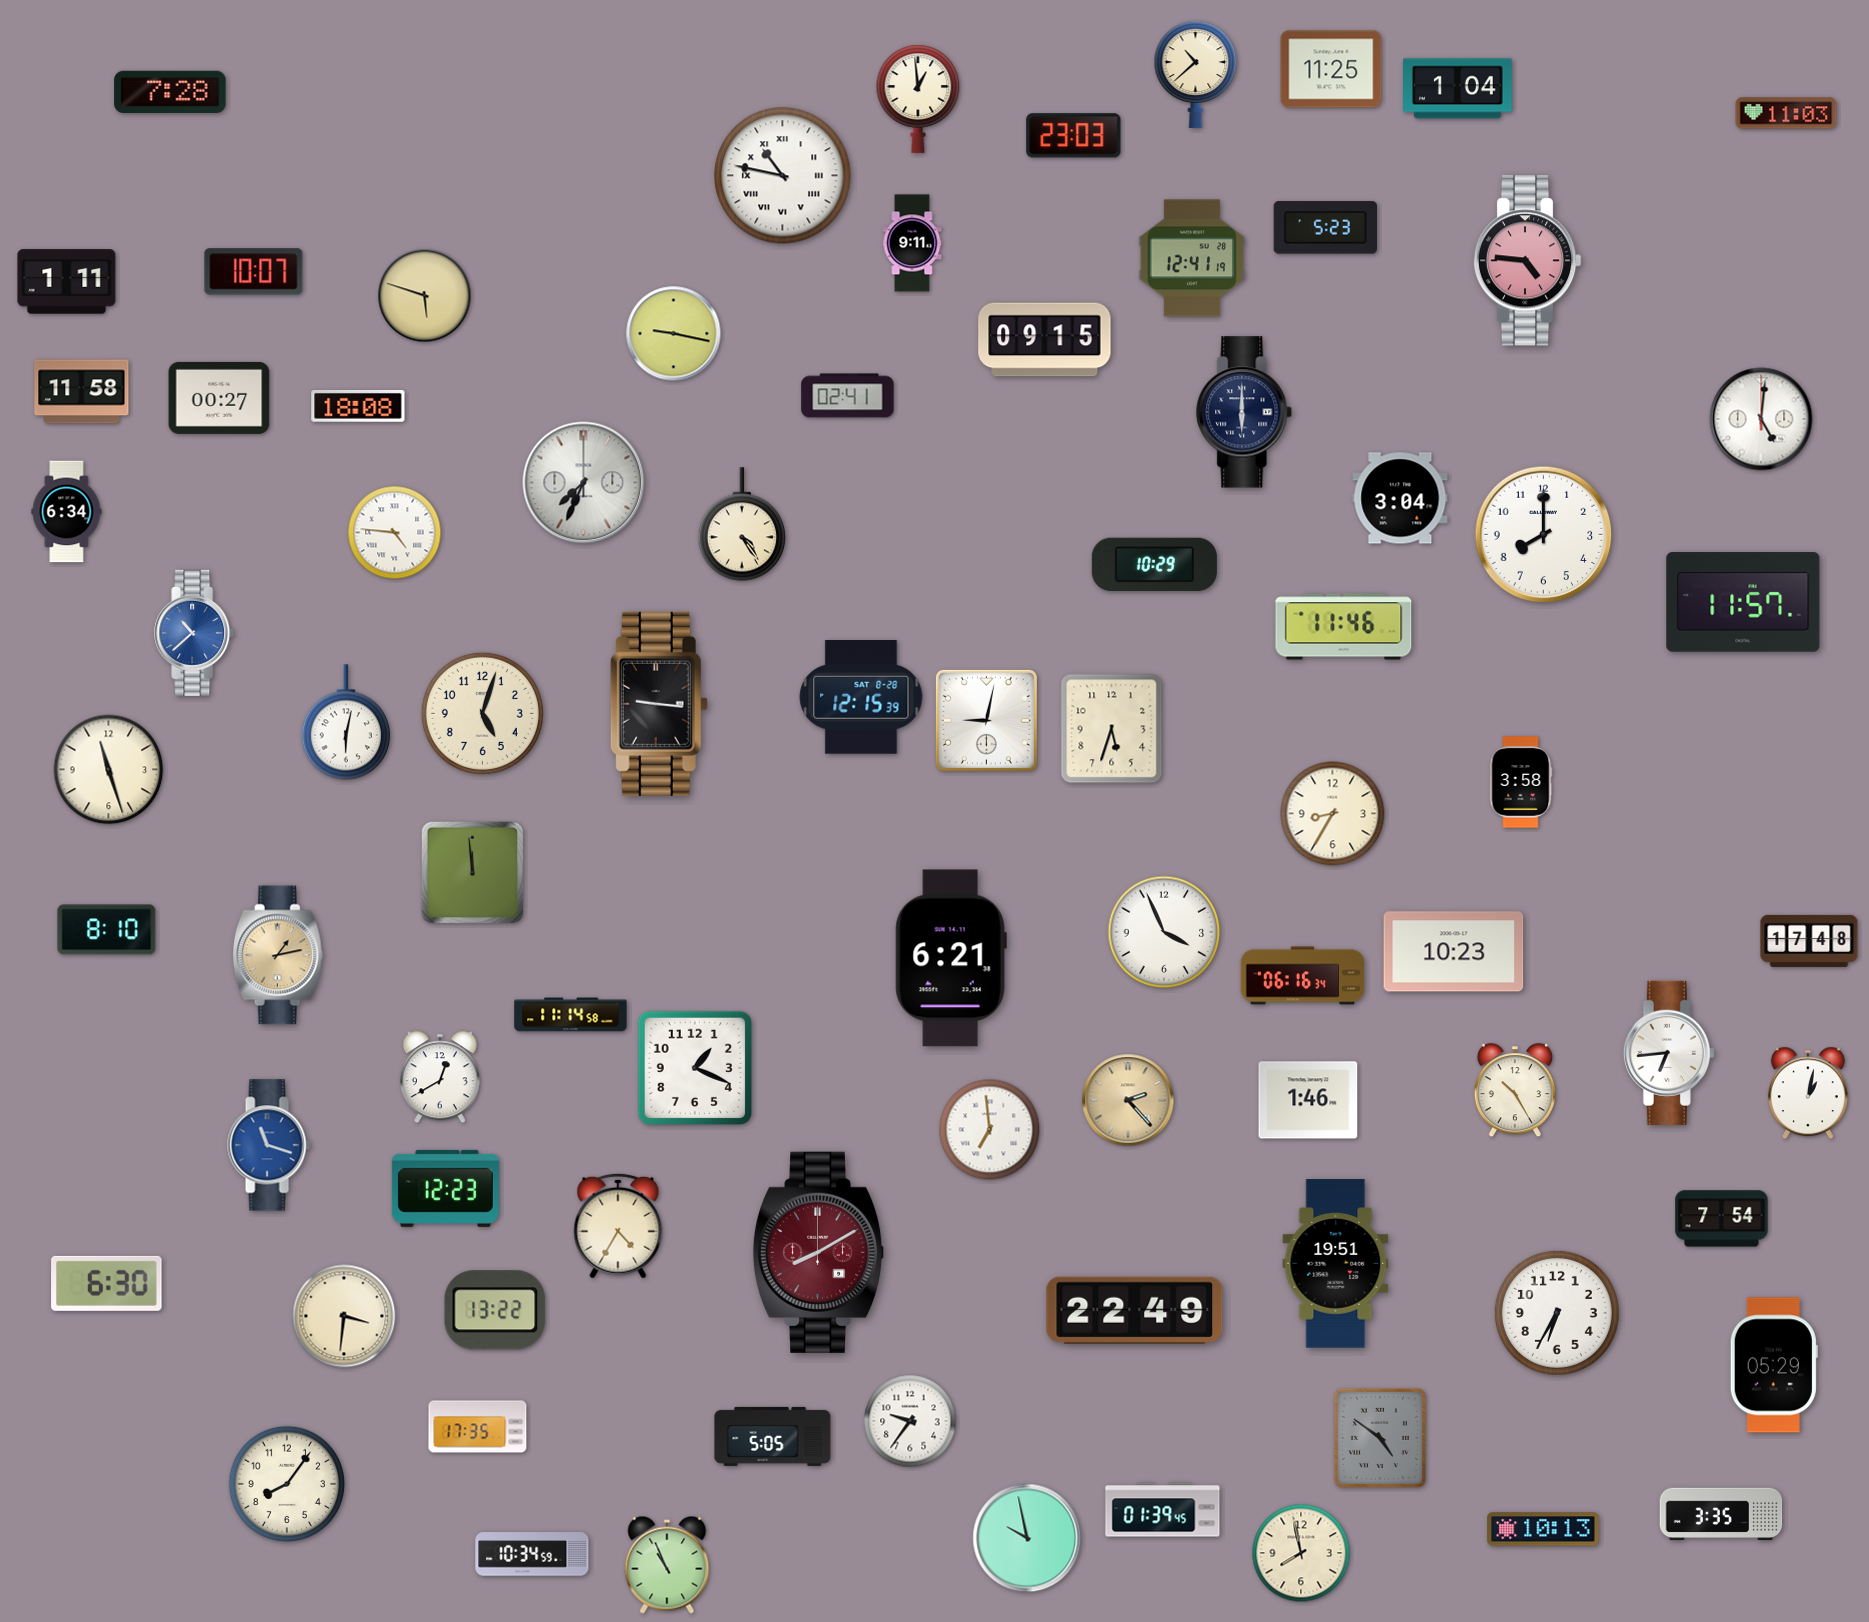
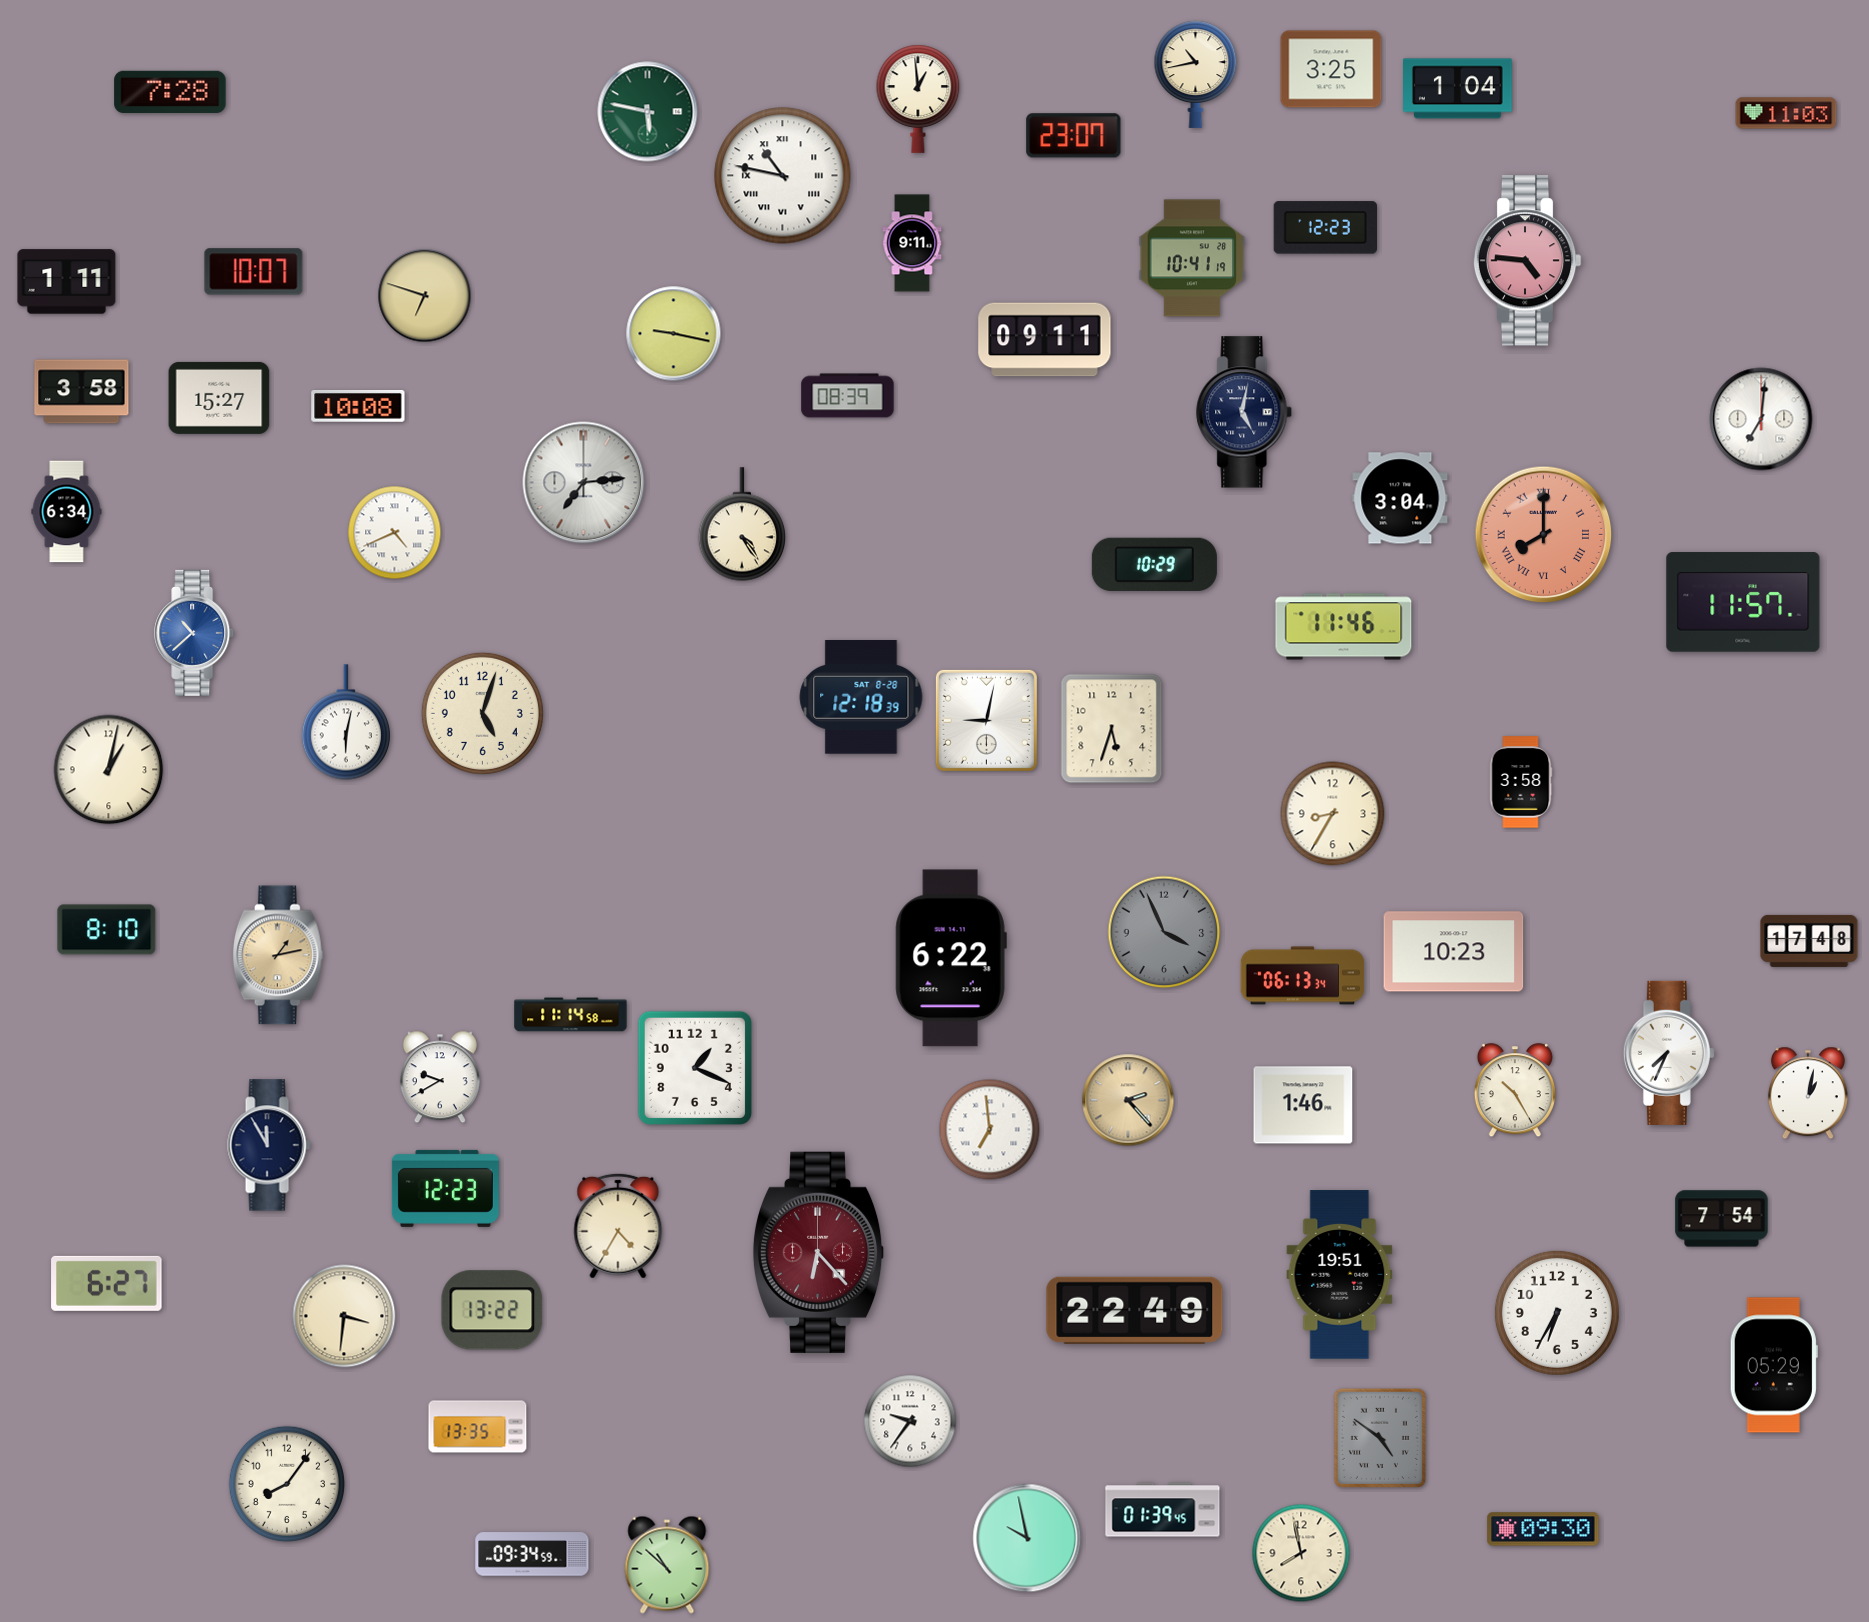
clock at (1331, 69): 11:25 -> 3:25
clock at (1196, 74): 10:38 -> 10:43
clock at (648, 112): none -> 5:47
clock at (1074, 136): 23:03 -> 23:07
clock at (1326, 228): 5:23 -> 12:23
clock at (1192, 258): 12:41 -> 10:41
clock at (425, 296): 5:48 -> 6:48
clock at (1045, 340): 09:15 -> 09:11
clock at (82, 392): 11:58 -> 3:58
clock at (848, 396): 02:41 -> 08:39
clock at (219, 398): 00:27 -> 15:27
clock at (358, 407): 18:08 -> 10:08
clock at (1245, 412): 6:00 -> 5:02
clock at (1761, 419): 5:01 -> 7:01
clock at (584, 483): 7:34 -> 7:14
clock at (395, 533): 4:46 -> 4:41
clock at (1544, 535) dial: white -> salmon
clock at (1544, 535) numerals: Arabic -> Roman
clock at (861, 698): 12:15 -> 12:18
clock at (659, 704): 9:16 -> none
clock at (109, 770): 11:27 -> 1:02
clock at (473, 873): 11:59 -> none
clock at (1164, 932) dial: white -> grey
clock at (951, 958): 6:21 -> 6:22
clock at (1303, 976): 06:16 -> 06:13
clock at (1669, 1053): 6:44 -> 7:34
clock at (440, 1077): 12:40 -> 9:40
clock at (1308, 1100) position: (1308, 1100) -> (1303, 1105)
clock at (269, 1145): 11:18 -> 11:55
clock at (269, 1145) dial: blue -> navy
clock at (819, 1252): 8:10 -> 6:23
clock at (1336, 1264) position: (1336, 1264) -> (1340, 1275)
clock at (107, 1283): 6:30 -> 6:27
clock at (495, 1310) position: (495, 1310) -> (492, 1310)
clock at (478, 1427): 17:35 -> 13:35
clock at (773, 1436): 5:05 -> none
clock at (1721, 1514): 3:35 -> none
clock at (1543, 1529): 10:13 -> 09:30
clock at (532, 1554): 10:34 -> 09:34
clock at (667, 1565): 10:56 -> 10:52
